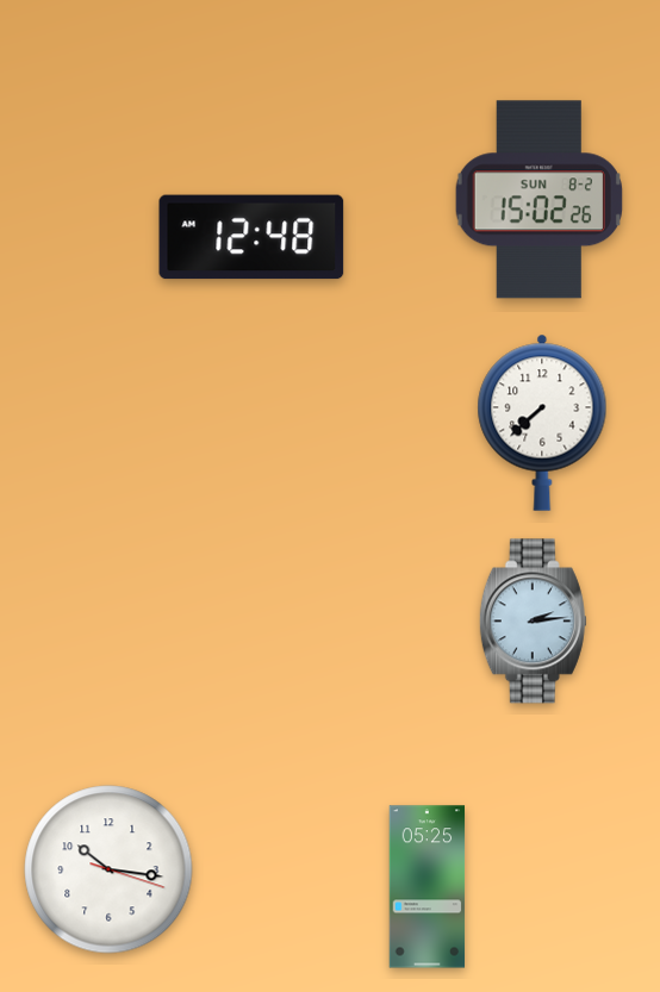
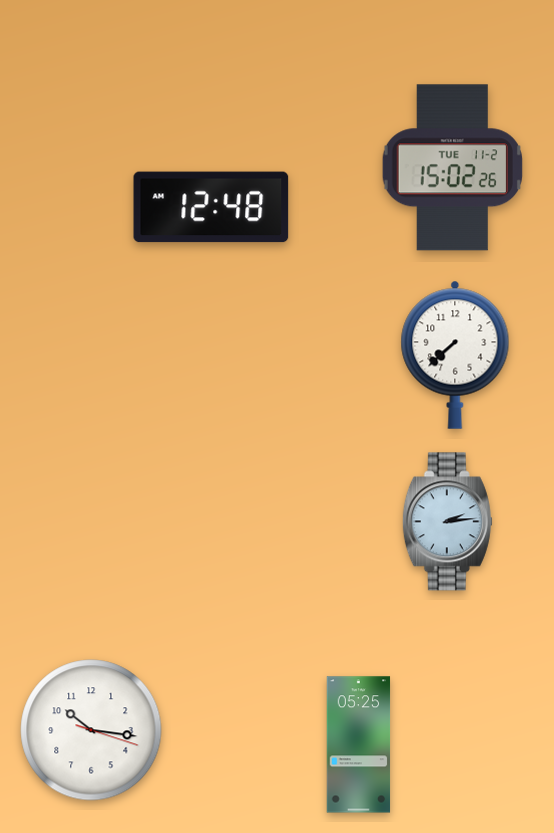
clock at (538, 200) date: SUN 8-2 -> TUE 11-2
clock at (251, 237) position: (251, 237) -> (211, 207)
